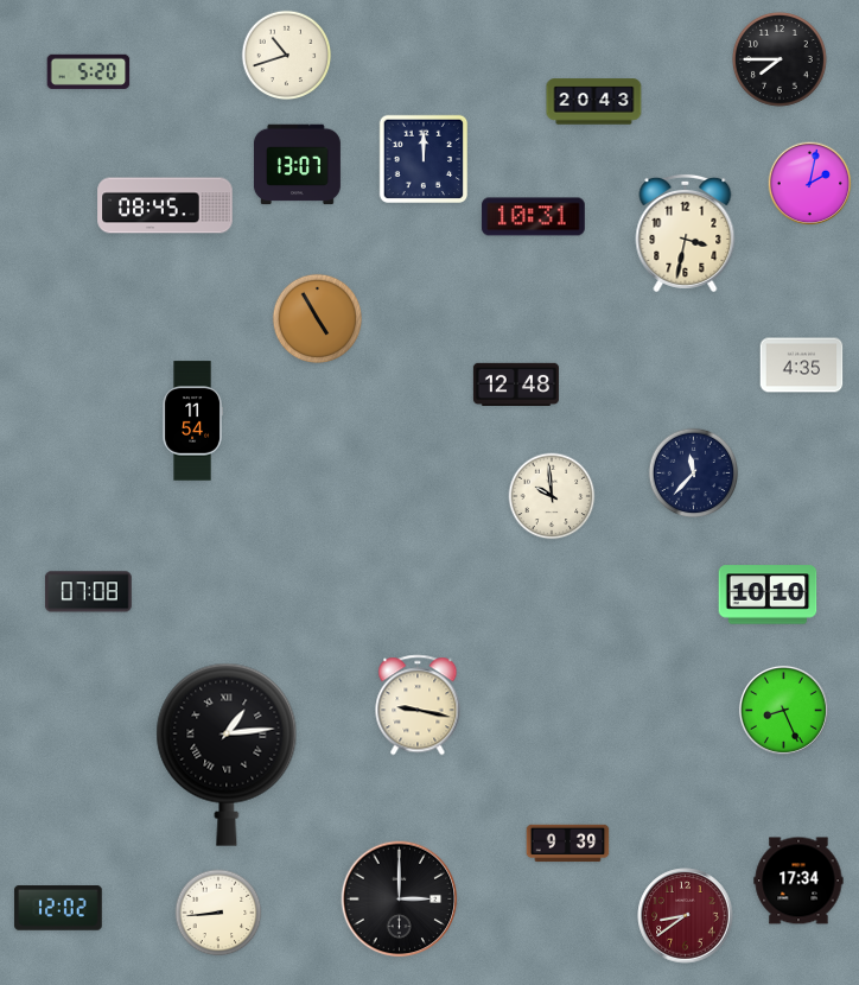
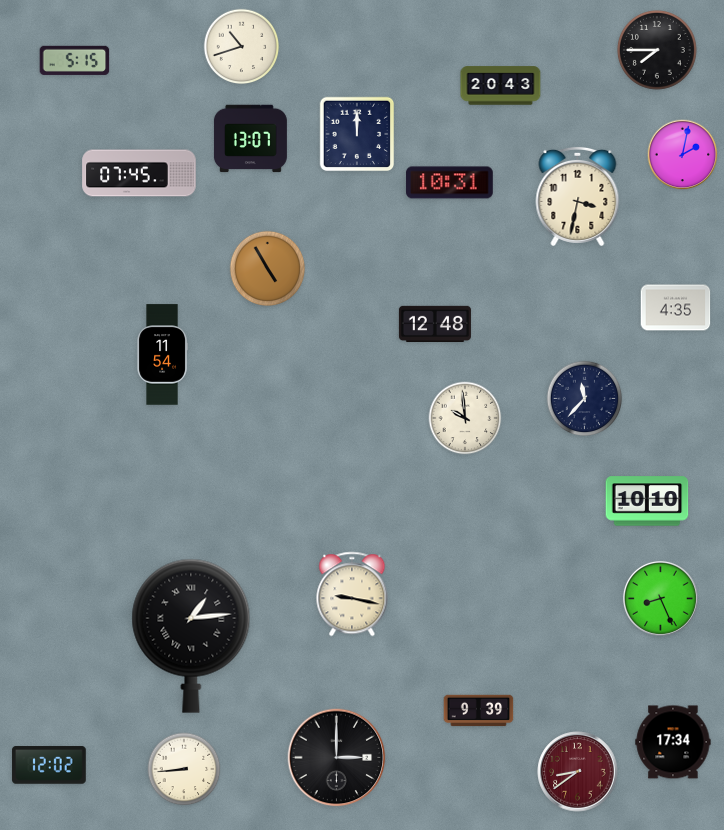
clock at (89, 71): 5:20 -> 5:15
clock at (165, 205): 08:45 -> 07:45
clock at (88, 592): 07:08 -> none
